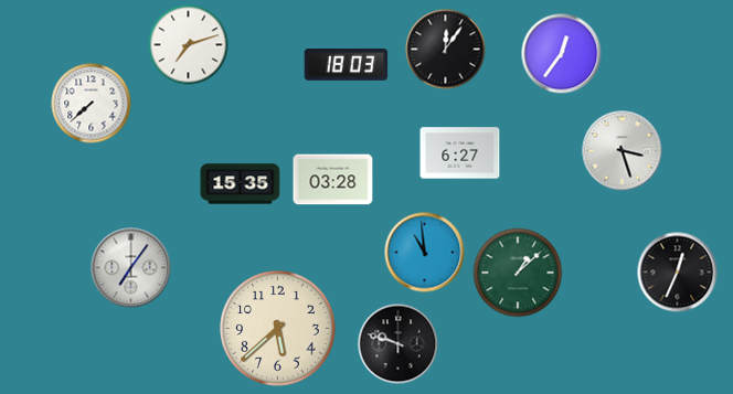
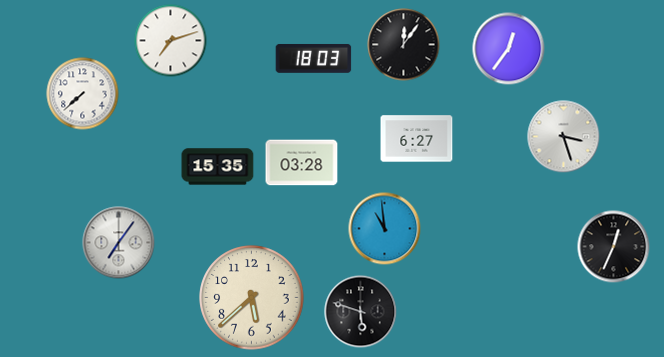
clock at (518, 273): 1:08 -> none
clock at (399, 344): 9:48 -> 5:48
